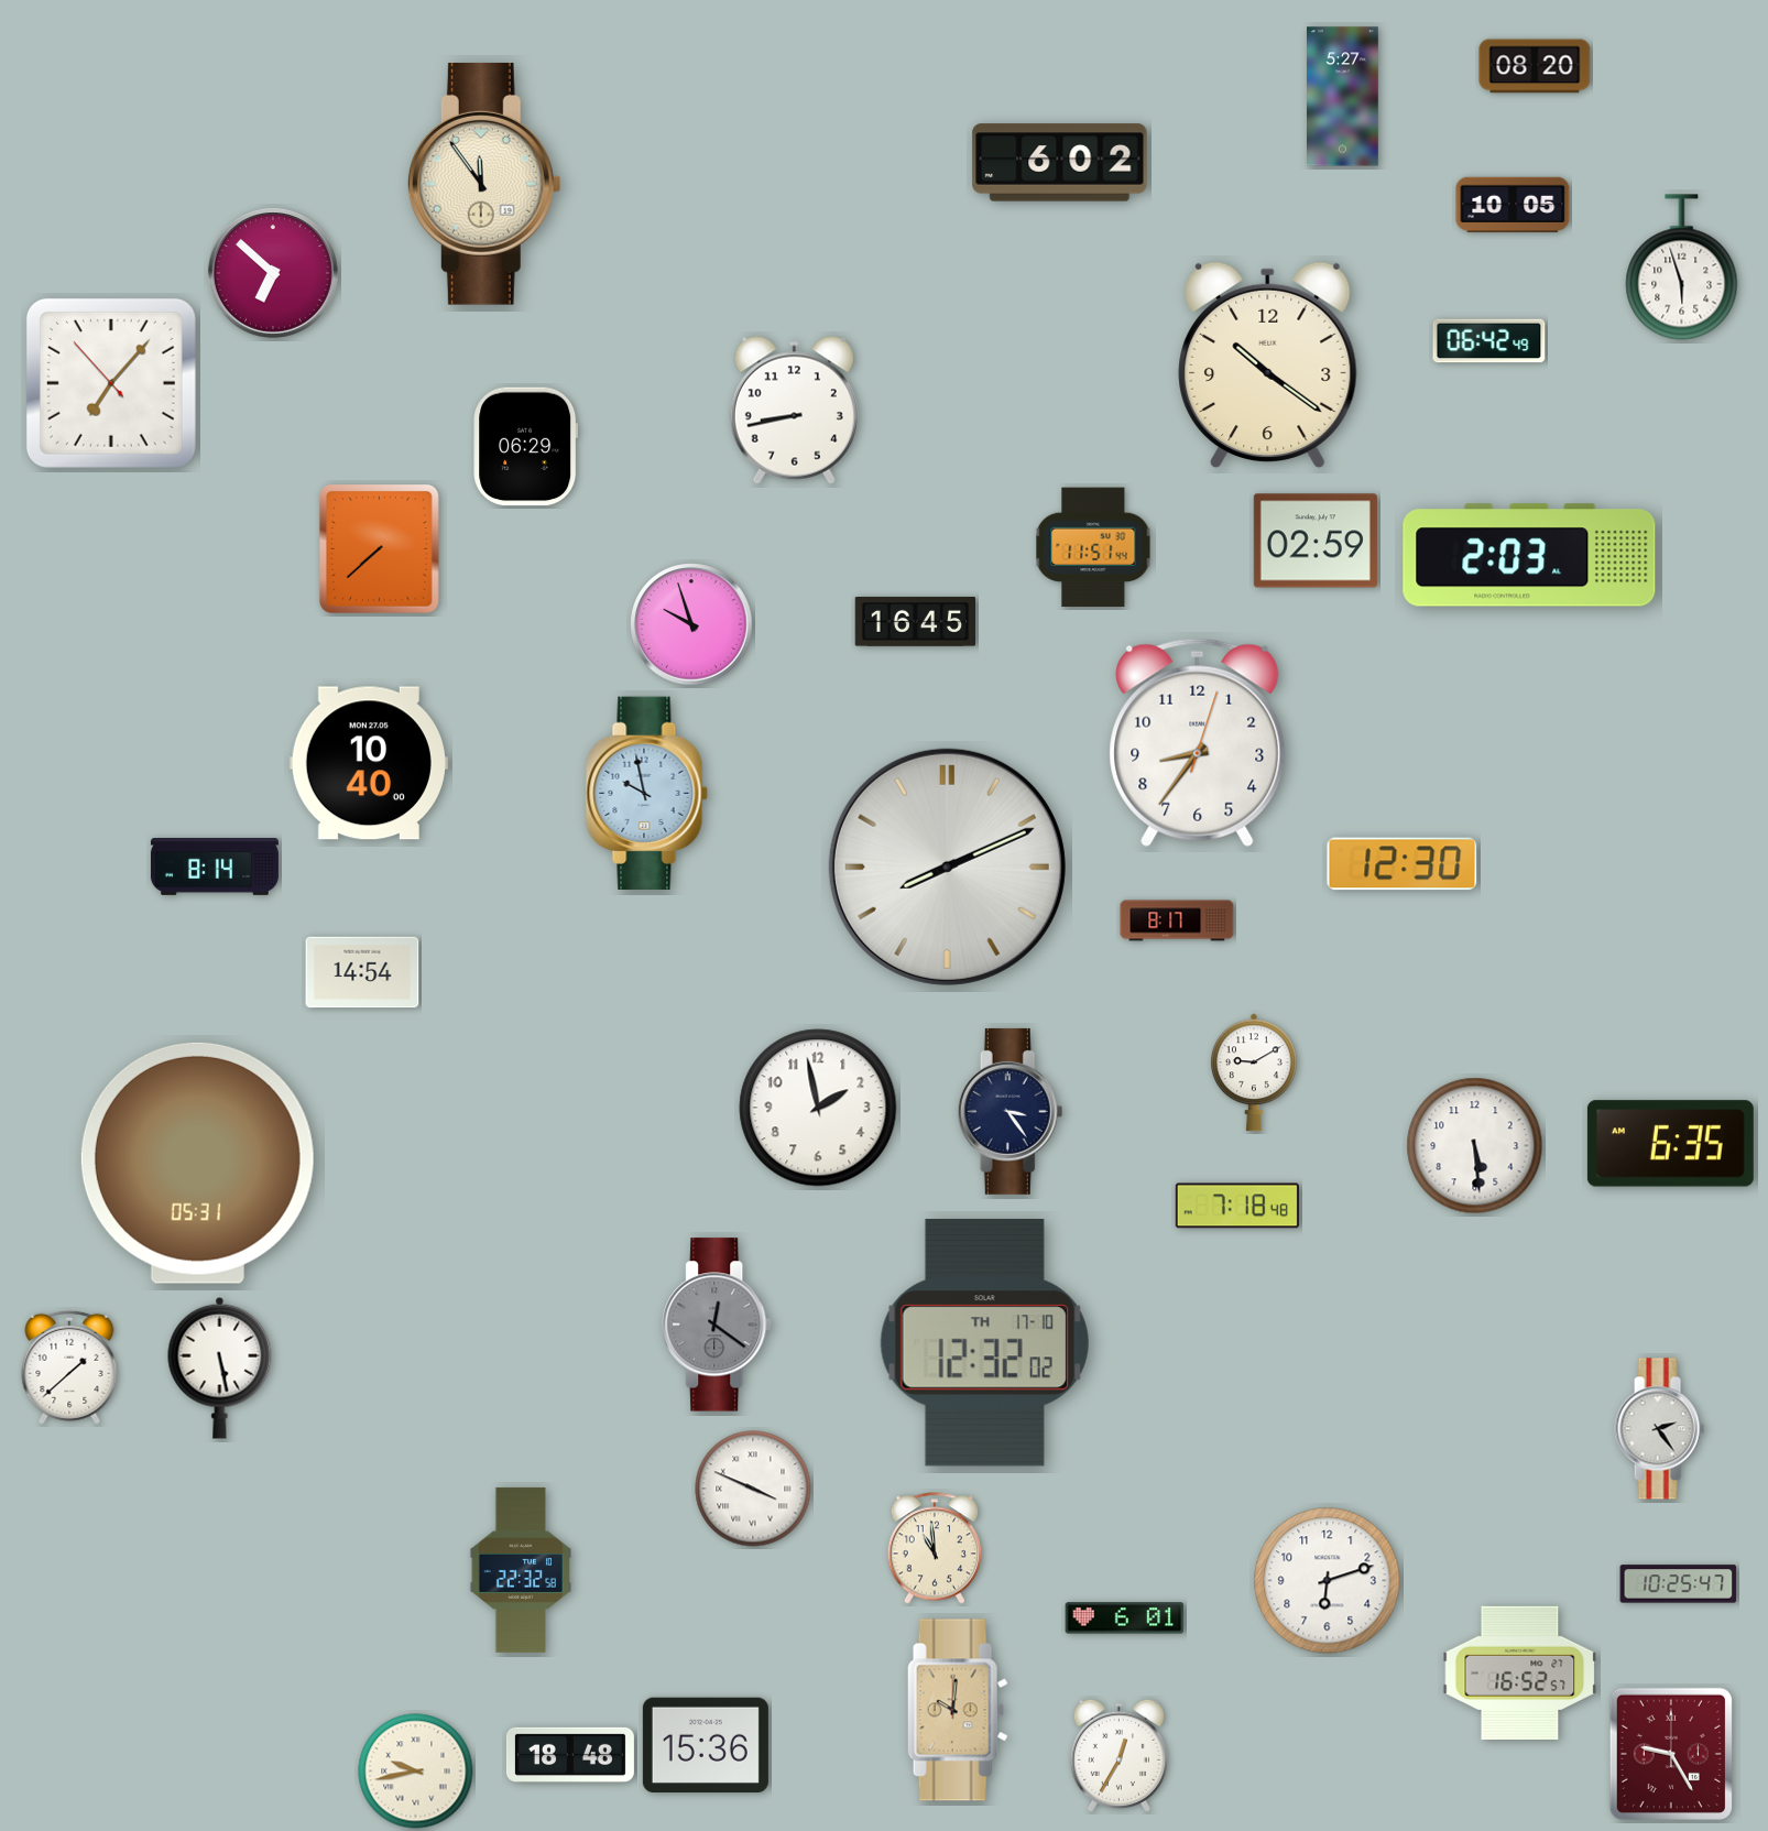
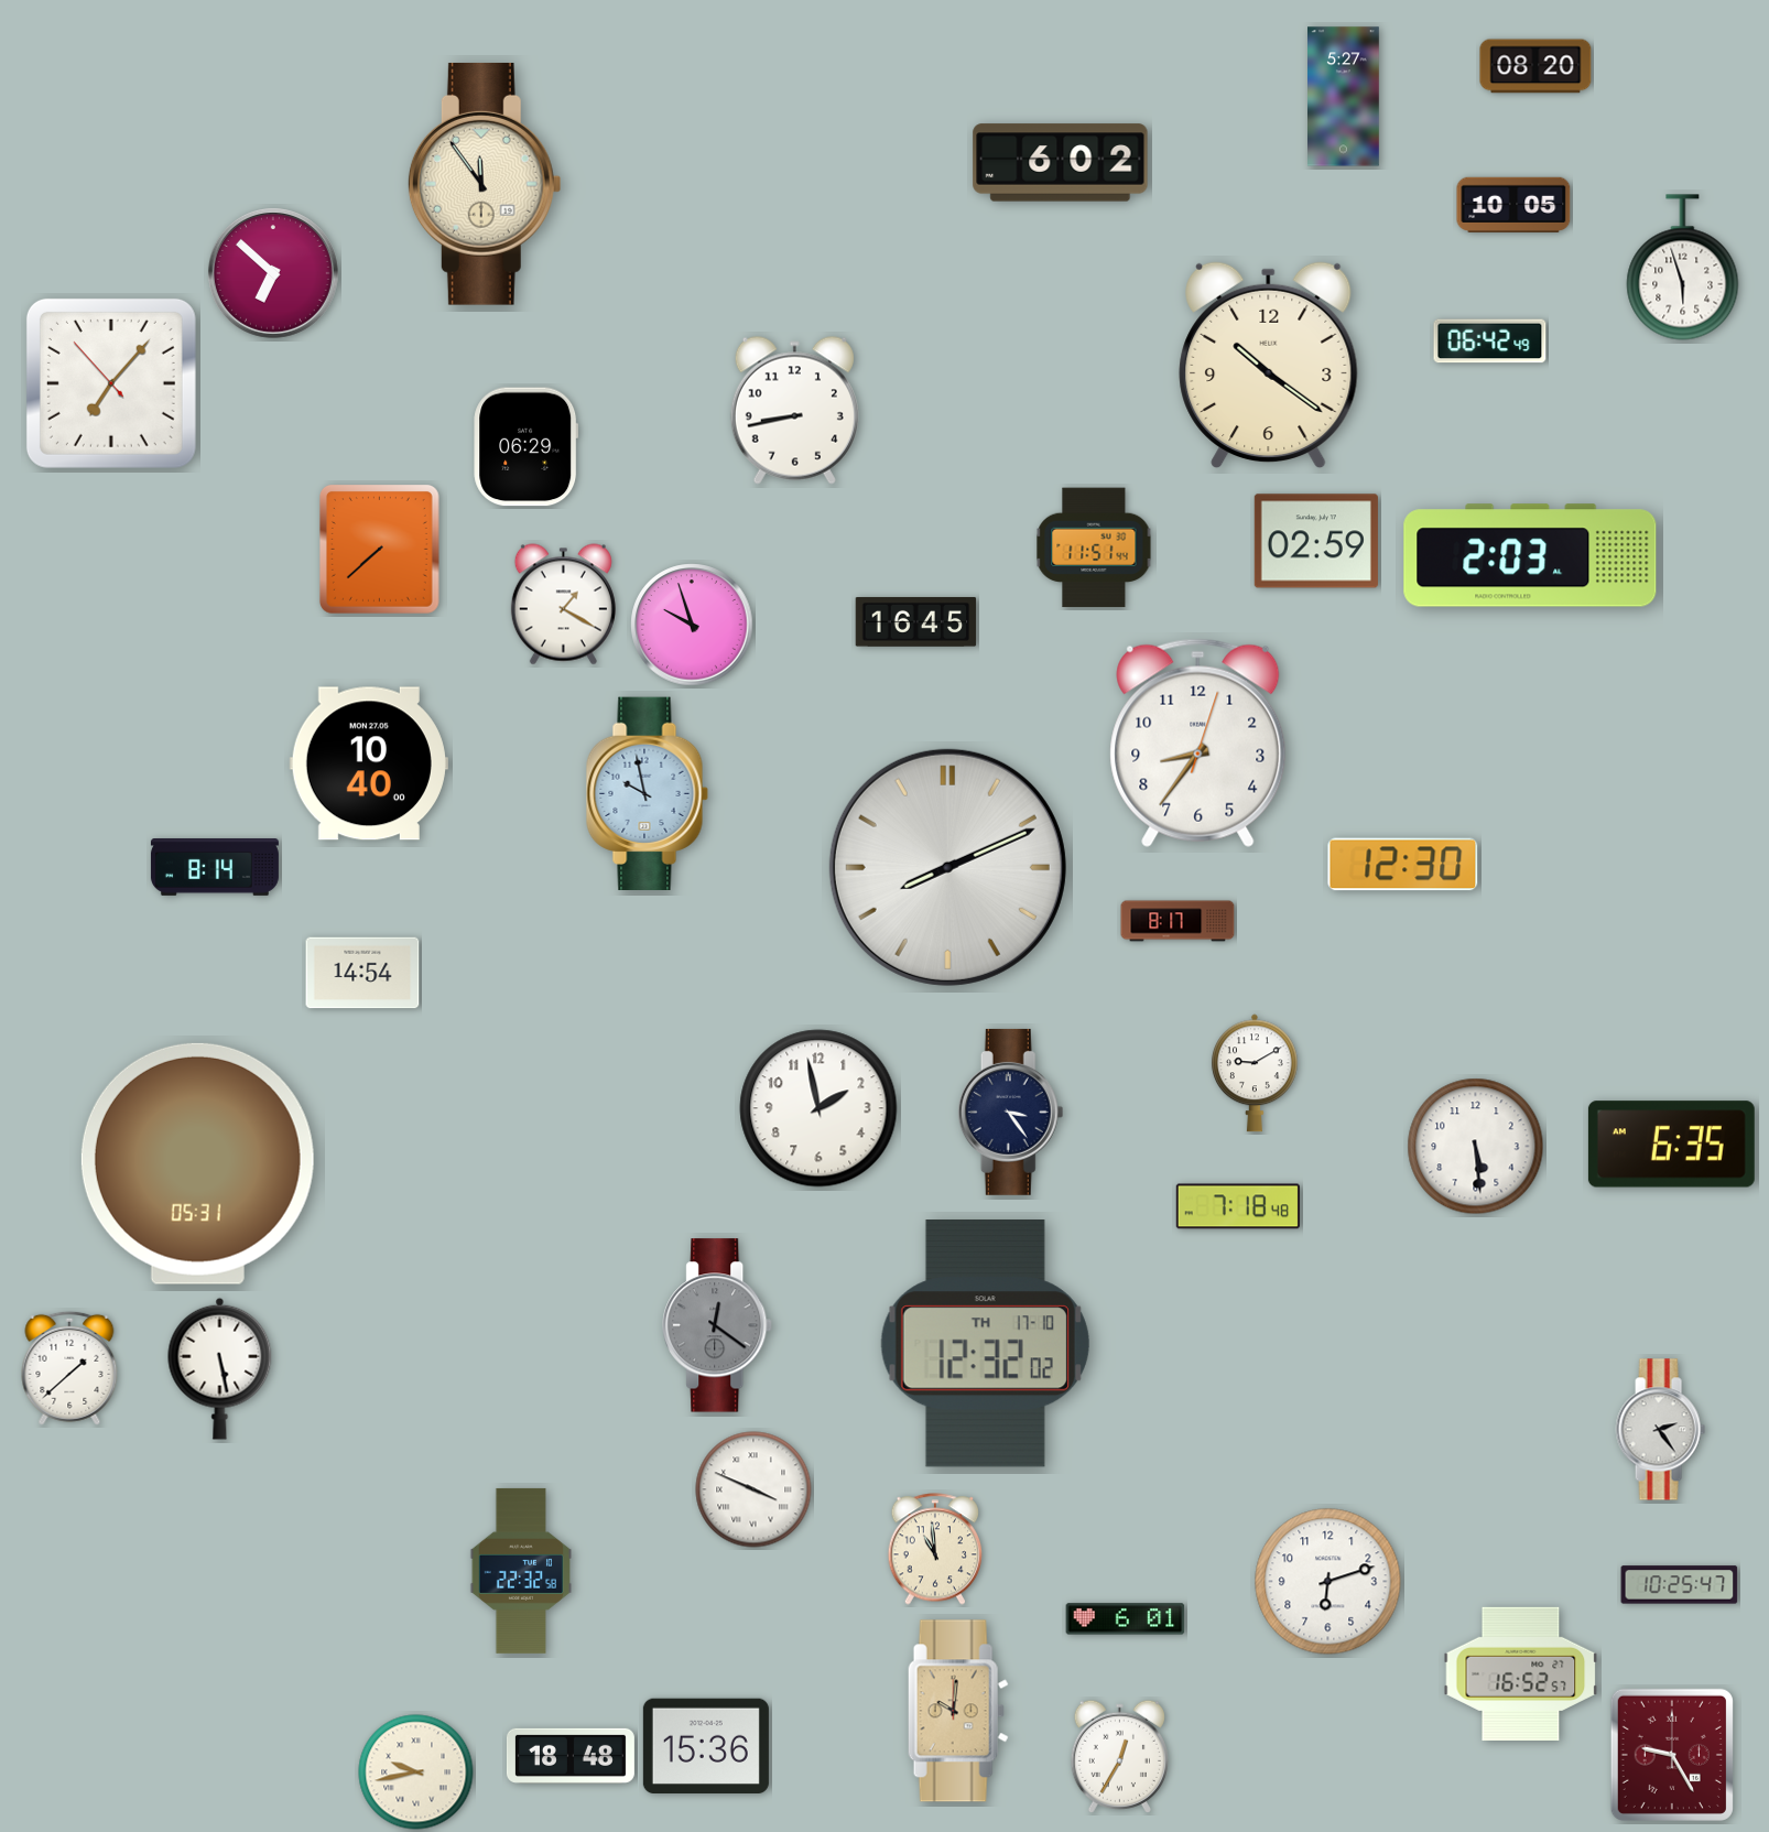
clock at (563, 605): none -> 1:20
